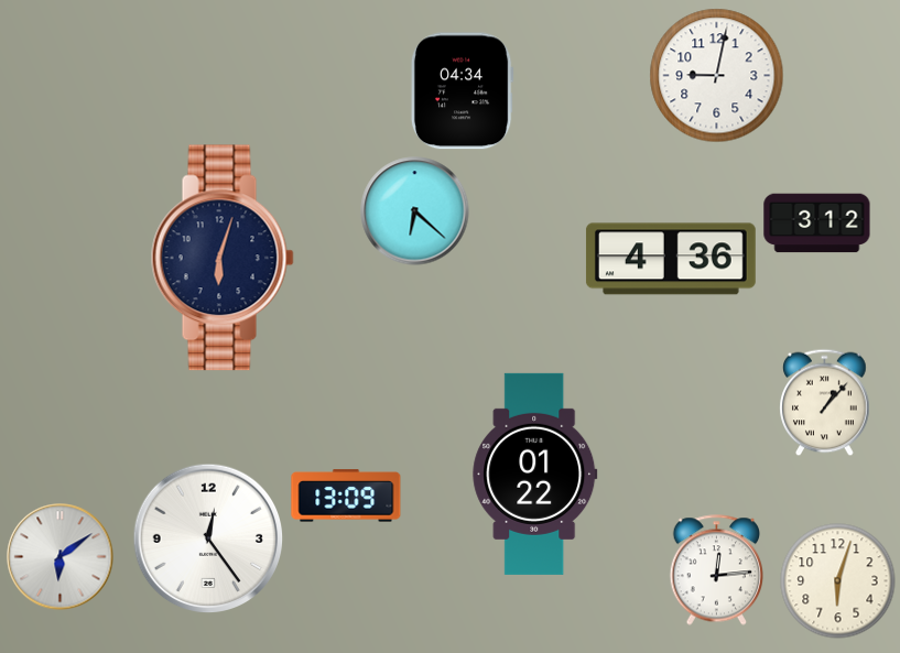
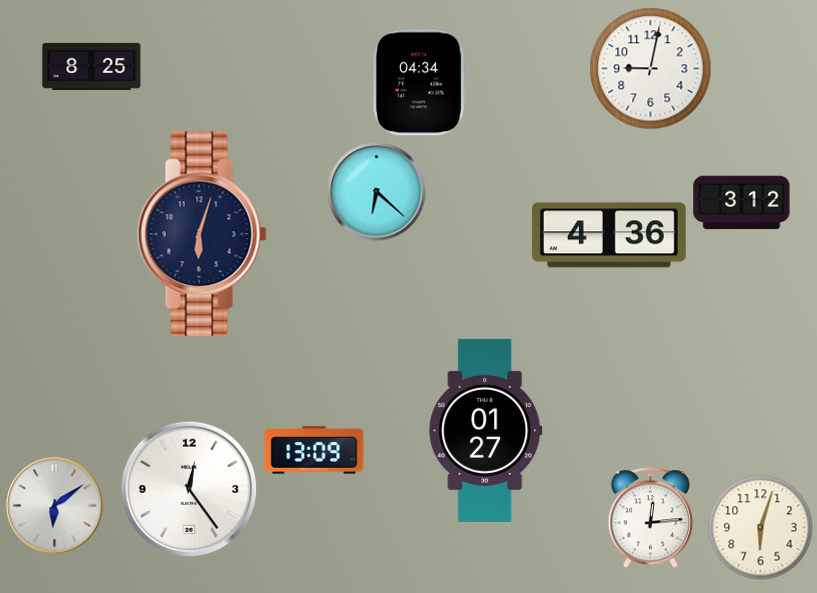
clock at (92, 66): none -> 8:25
clock at (825, 403): 1:07 -> none
clock at (535, 474): 01:22 -> 01:27
